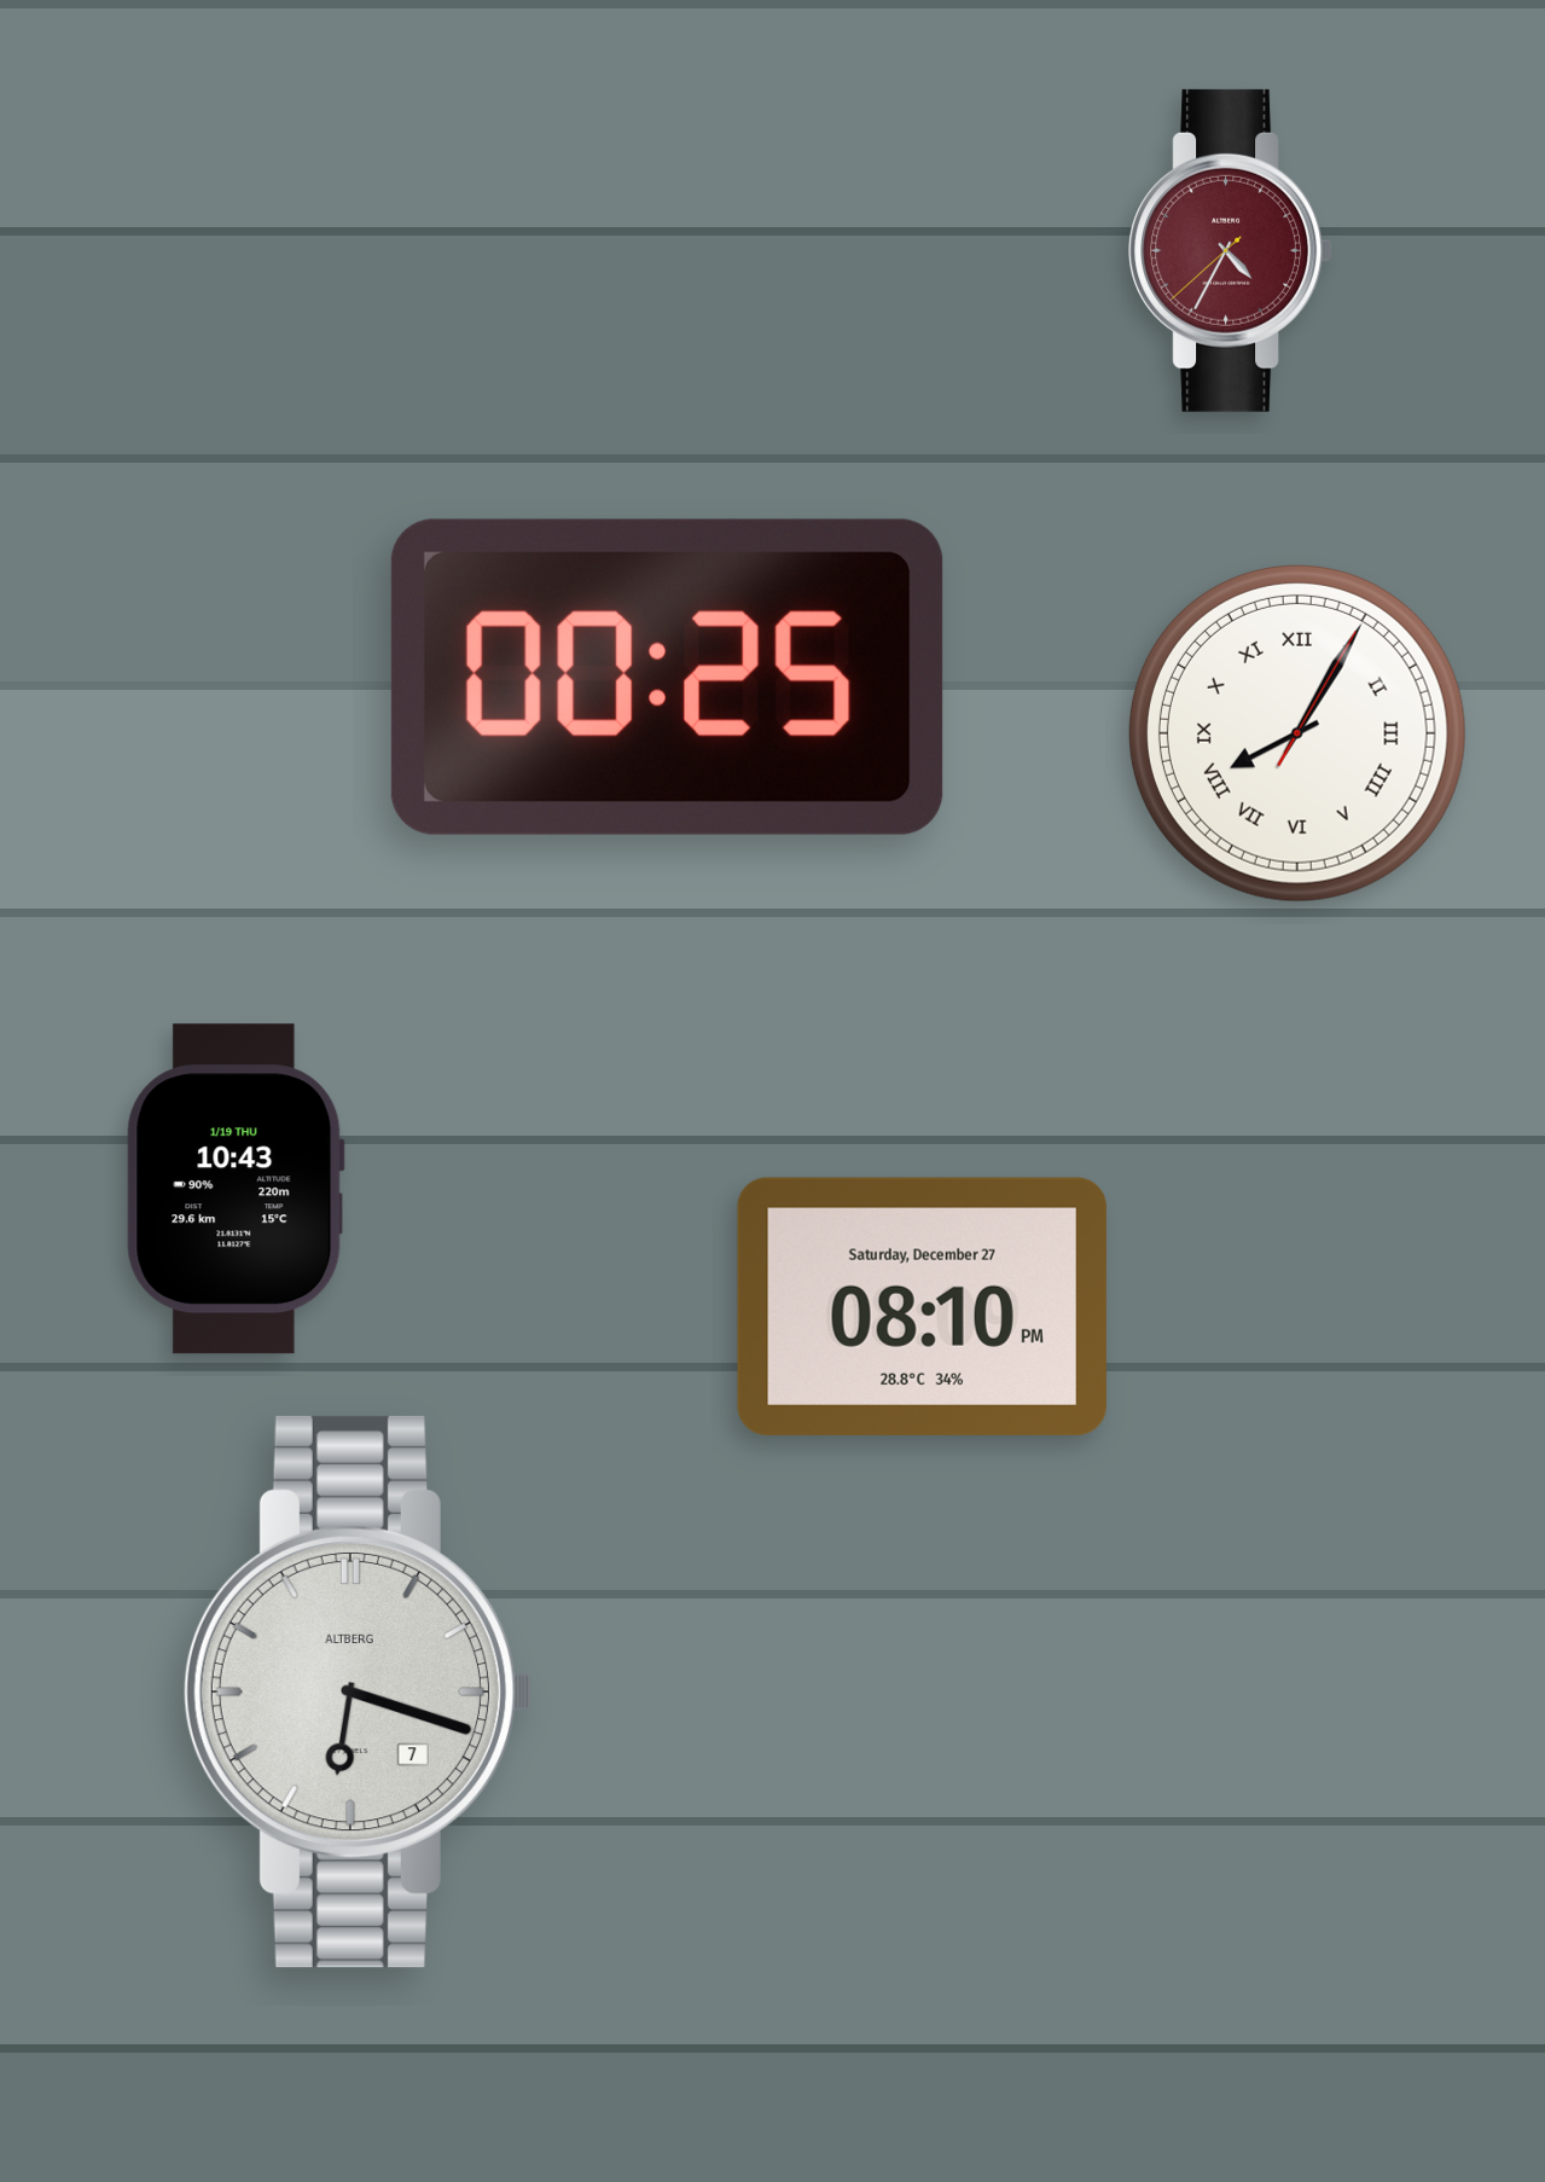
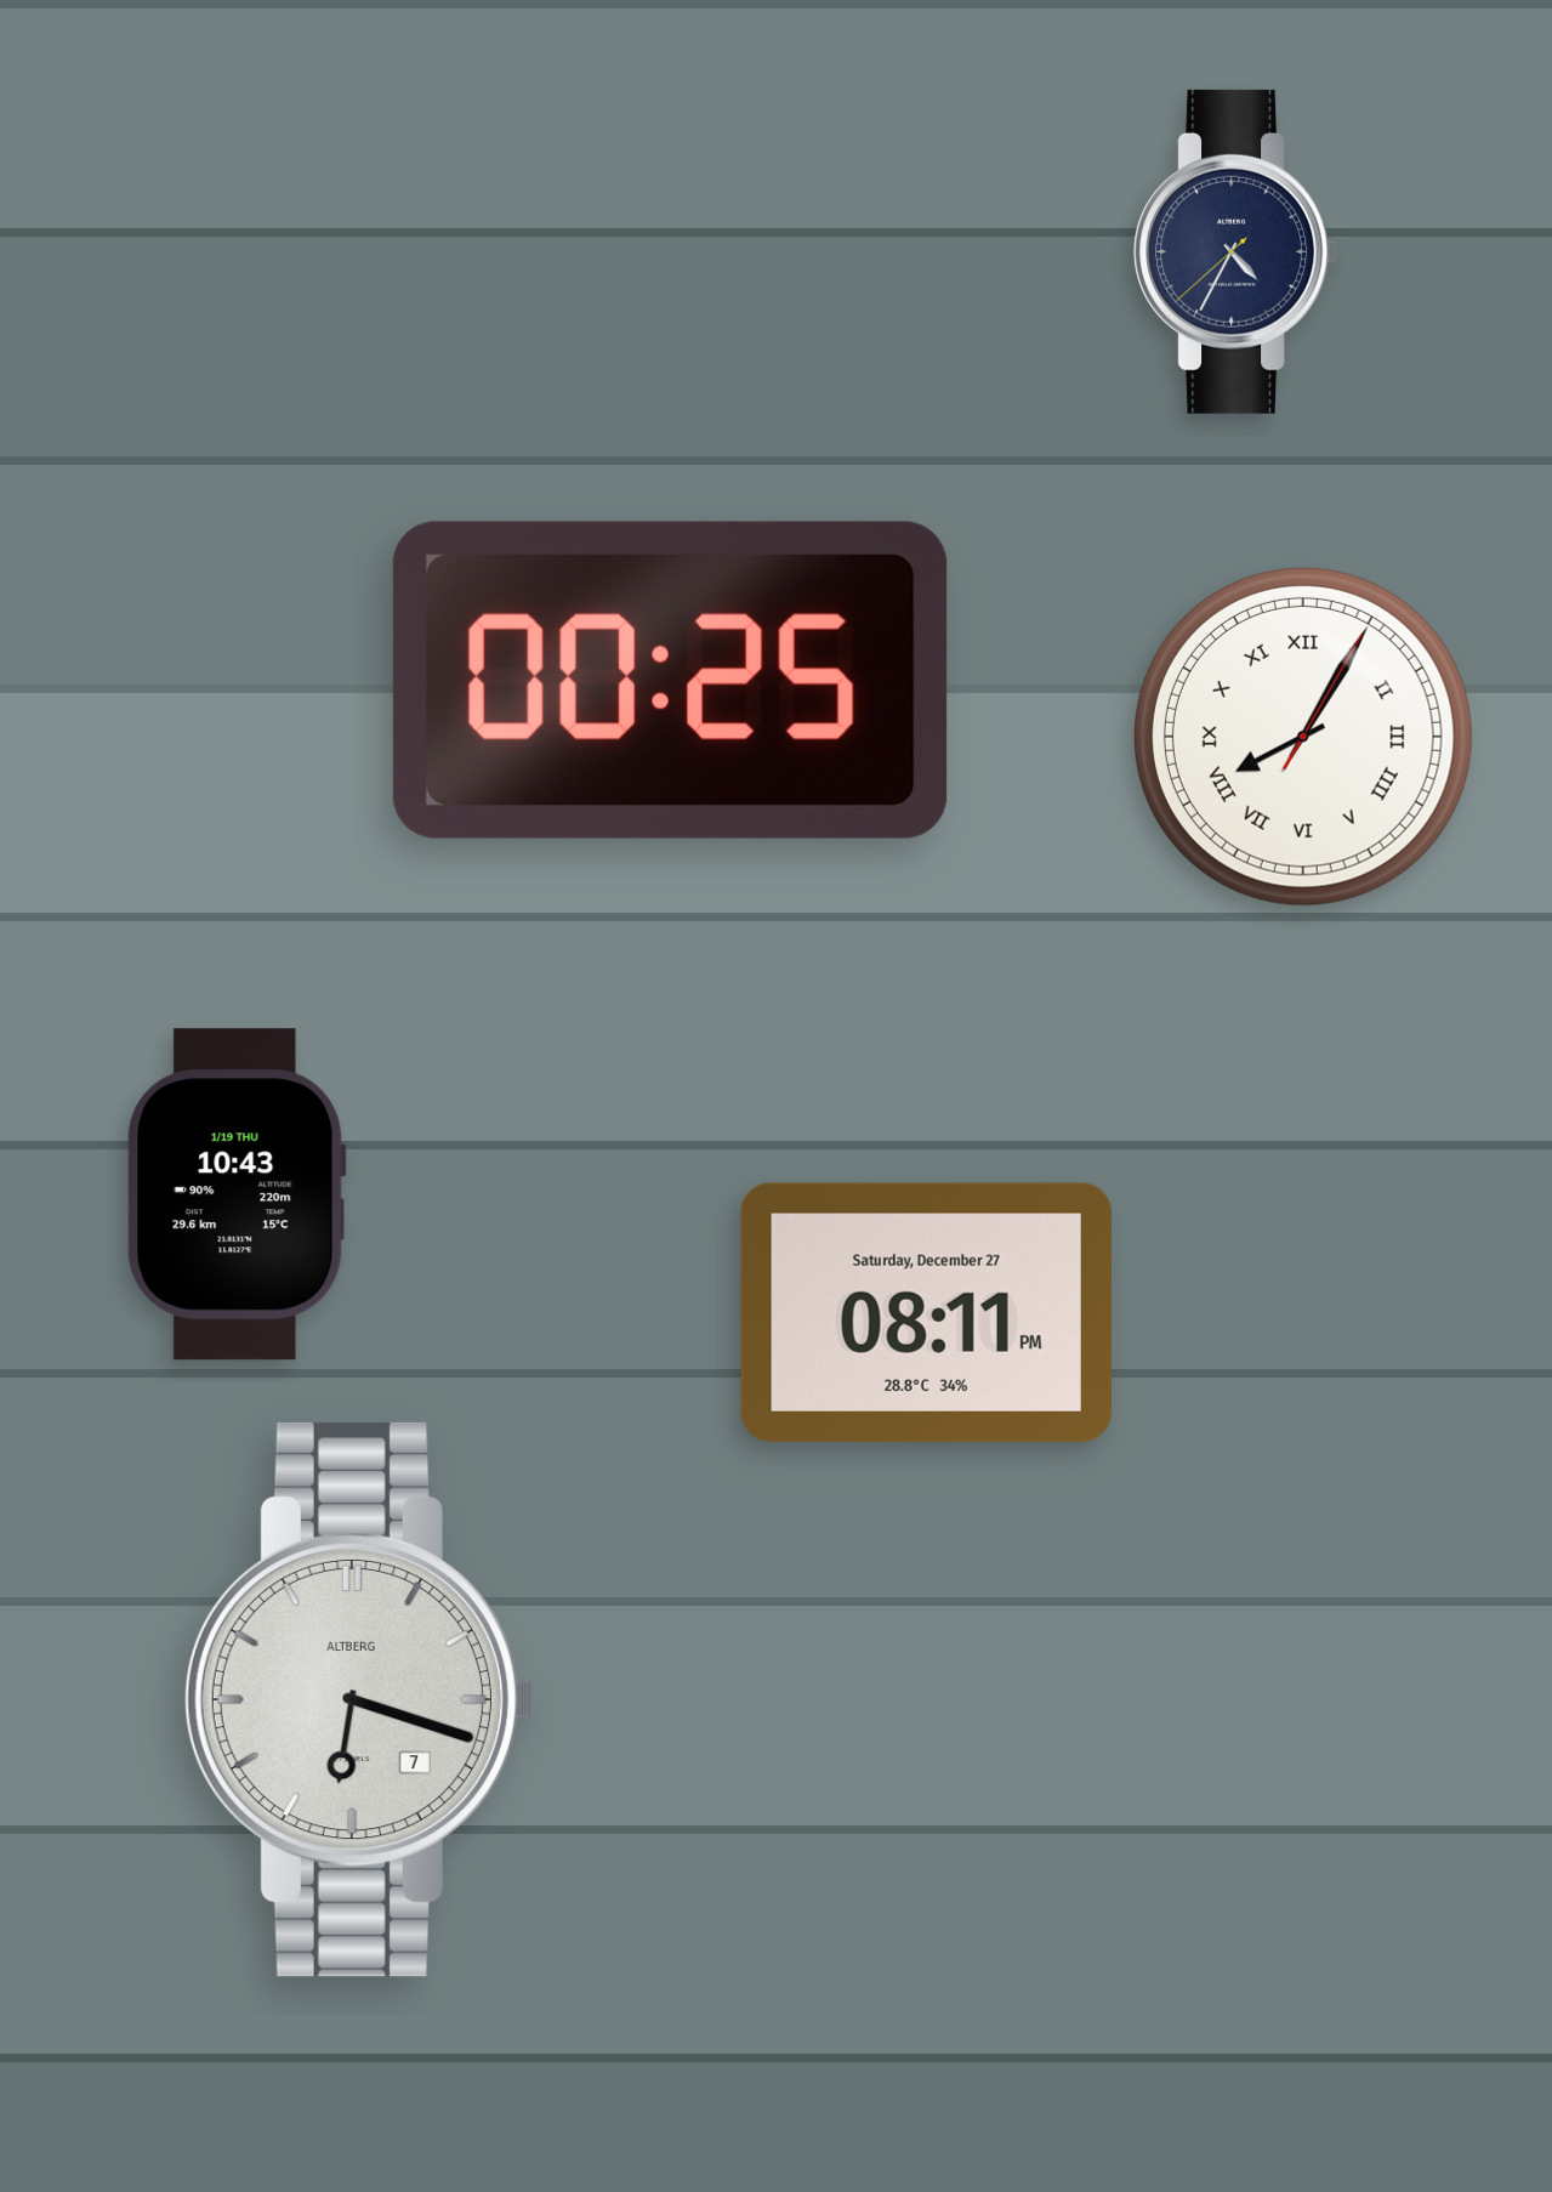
clock at (1231, 250) dial: burgundy -> navy
clock at (922, 1306): 08:10 -> 08:11
